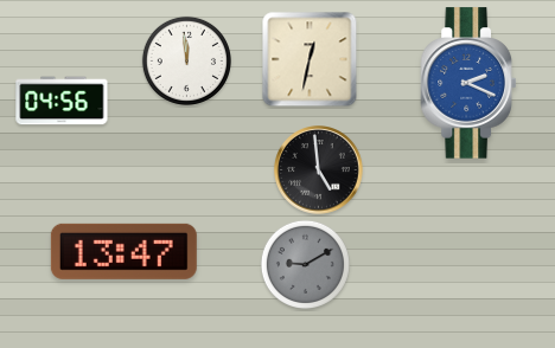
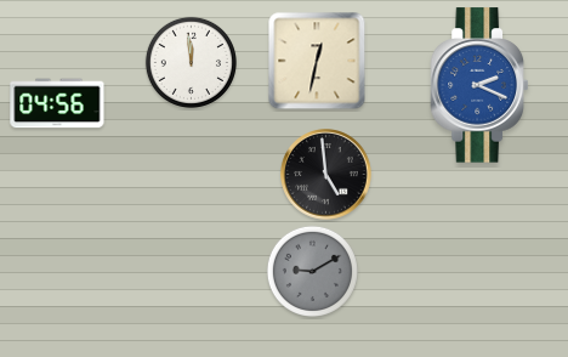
clock at (62, 101) position: (62, 101) -> (57, 103)
clock at (123, 251): 13:47 -> none
